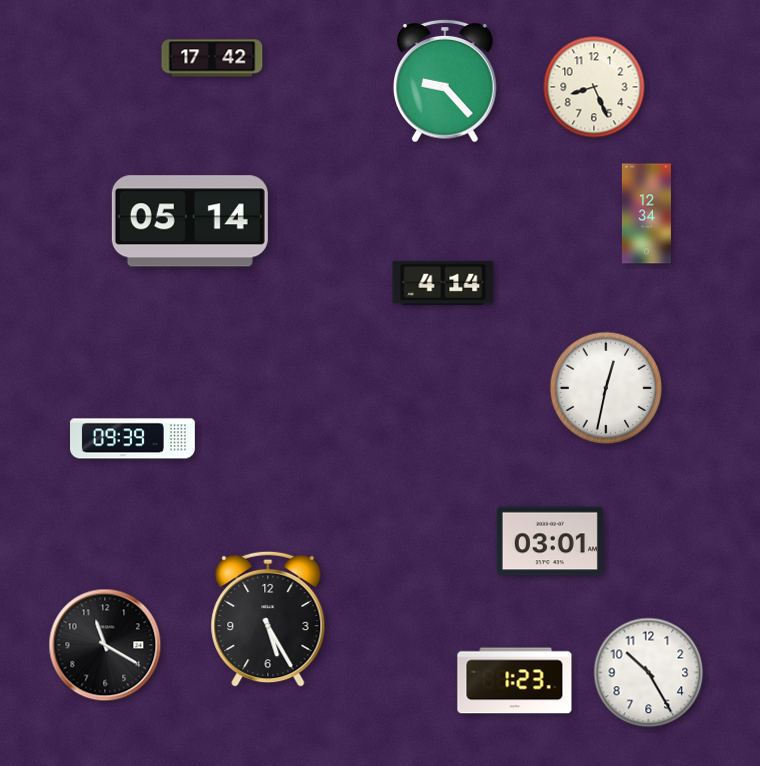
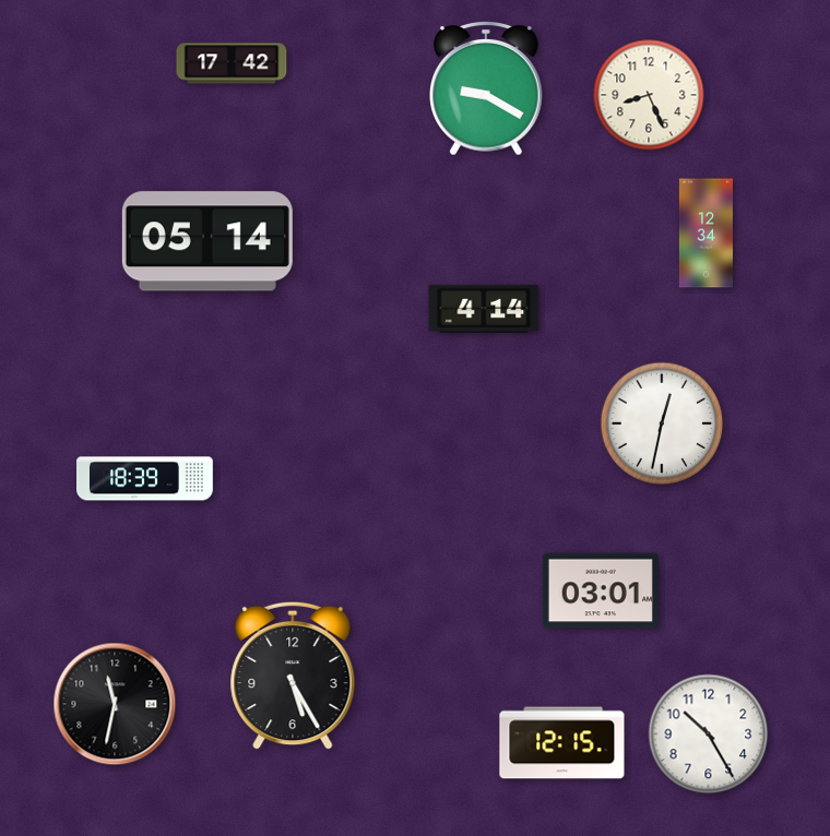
clock at (446, 81): 9:23 -> 9:20
clock at (133, 439): 09:39 -> 18:39
clock at (105, 645): 11:20 -> 11:32
clock at (515, 681): 1:23 -> 12:15
